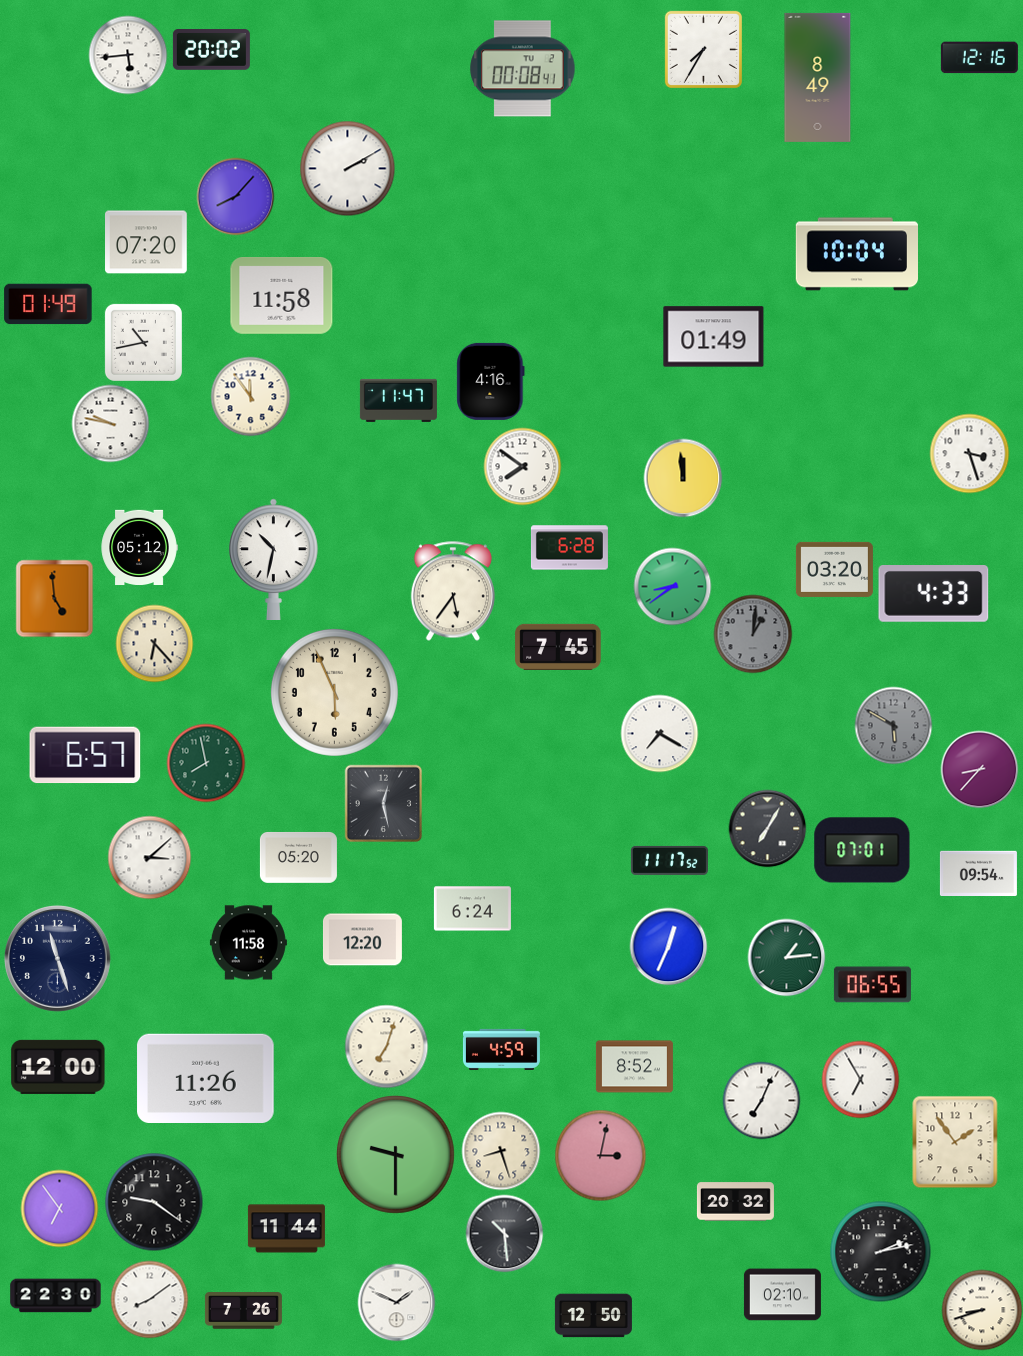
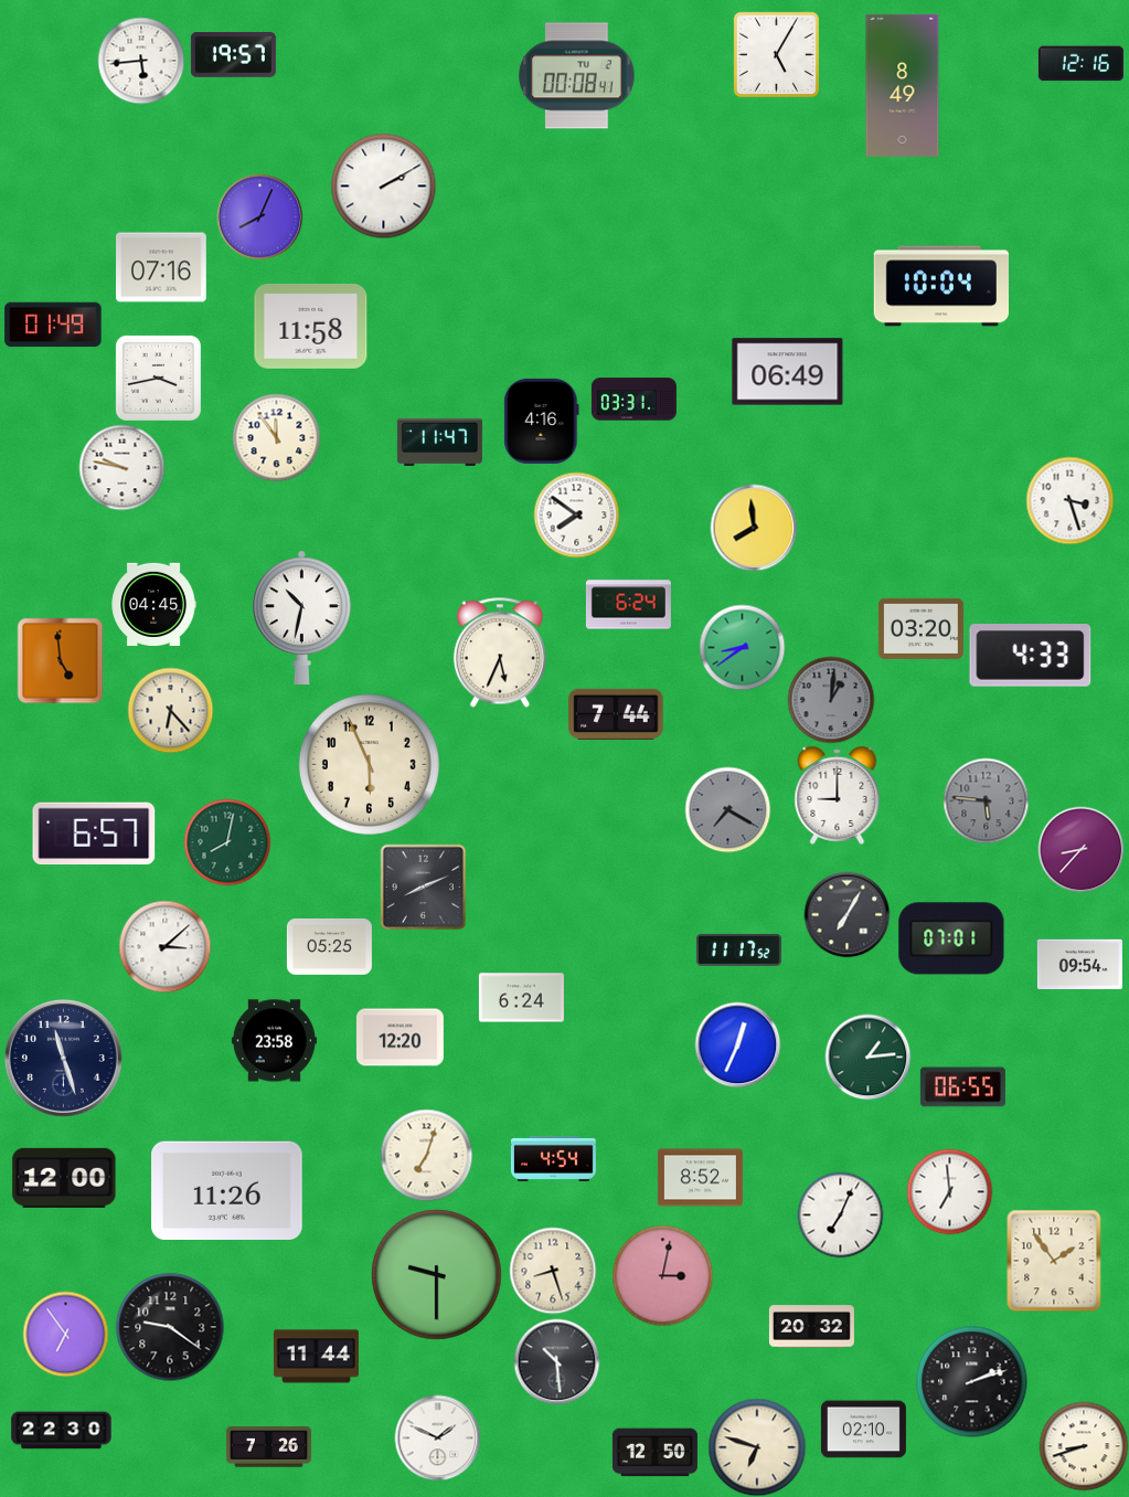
clock at (703, 49): 7:35 -> 5:05
clock at (211, 50): 20:02 -> 19:57
clock at (235, 196): 8:07 -> 8:04
clock at (147, 242): 07:20 -> 07:16
clock at (856, 254) position: (856, 254) -> (940, 286)
clock at (48, 304) position: (48, 304) -> (53, 325)
clock at (714, 337): 01:49 -> 06:49
clock at (143, 342): 10:43 -> 3:43
clock at (633, 400): none -> 03:31
clock at (683, 478): 11:59 -> 7:59
clock at (139, 547): 05:12 -> 04:45
clock at (569, 548): 6:28 -> 6:24
clock at (453, 591): 5:36 -> 5:34
clock at (558, 647): 7:45 -> 7:44
clock at (838, 795): none -> 9:00
clock at (893, 725): 5:50 -> 5:46
clock at (659, 733) dial: white -> grey
clock at (206, 763): 7:58 -> 8:02
clock at (383, 803): 12:28 -> 8:11
clock at (298, 857): 05:20 -> 05:25
clock at (472, 909) position: (472, 909) -> (521, 998)
clock at (248, 943): 11:58 -> 23:58
clock at (501, 1049): 4:59 -> 4:54
clock at (860, 1079): 6:55 -> 6:59
clock at (881, 1252): 2:13 -> 2:12
clock at (149, 1299): 8:09 -> none
clock at (757, 1447): none -> 6:48
